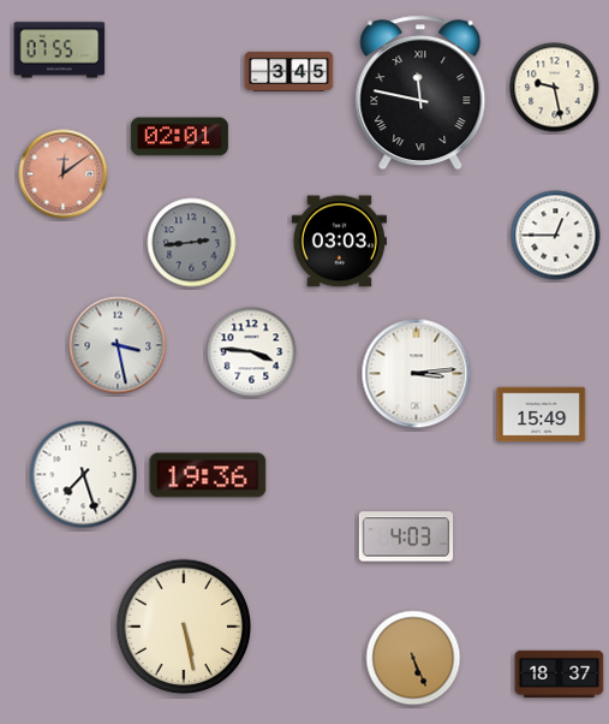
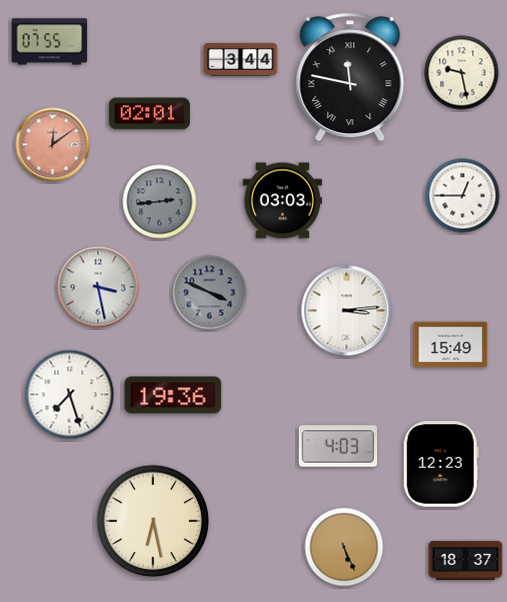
clock at (289, 71): 3:45 -> 3:44
clock at (252, 352): 3:46 -> 3:49
clock at (252, 352) dial: white -> grey
clock at (441, 464): none -> 12:23
clock at (184, 627): 5:28 -> 6:28
